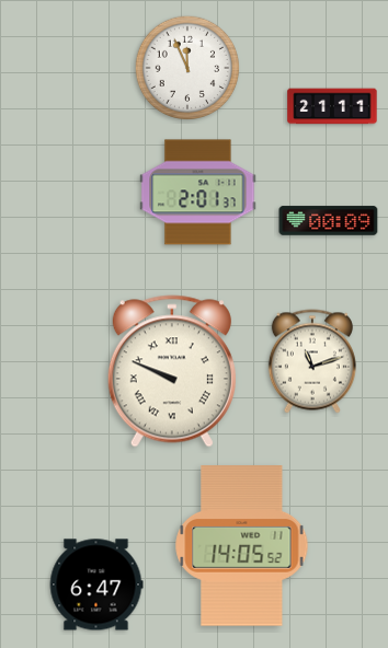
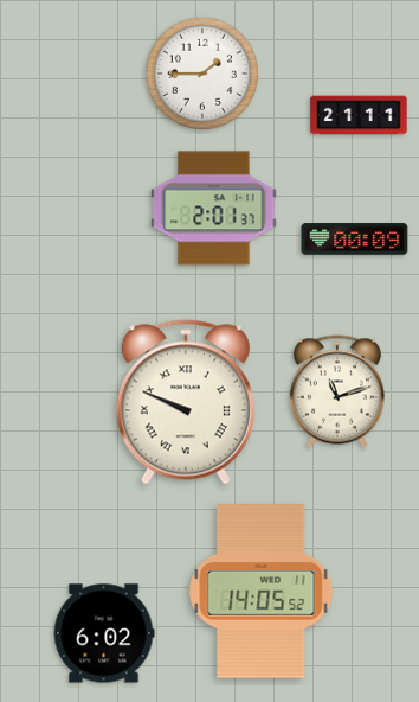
clock at (187, 68): 11:56 -> 1:45
clock at (96, 585): 6:47 -> 6:02
